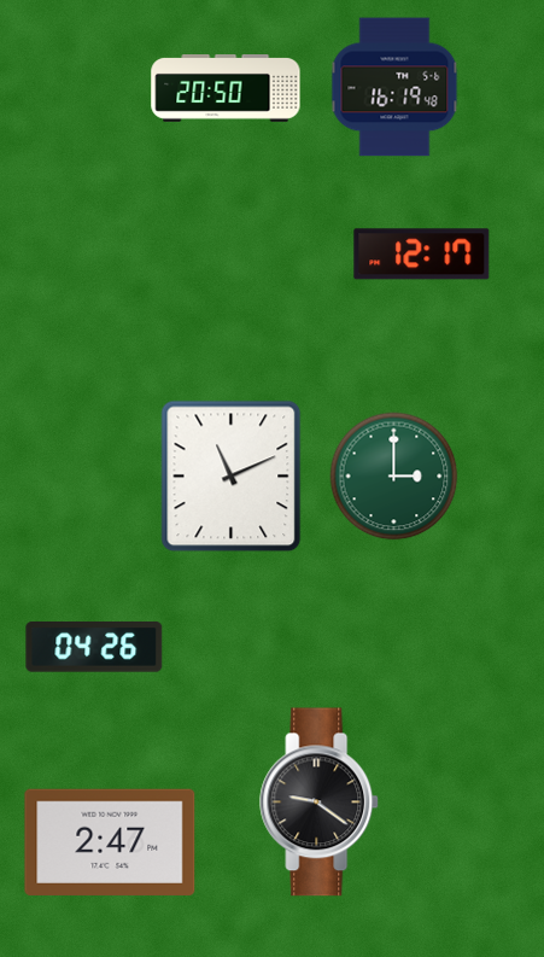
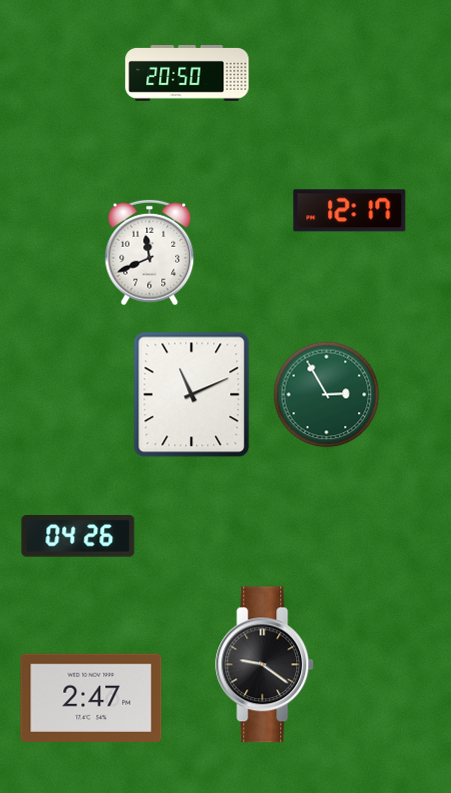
clock at (394, 87): 16:19 -> none
clock at (150, 253): none -> 11:41
clock at (394, 477): 3:00 -> 2:55
